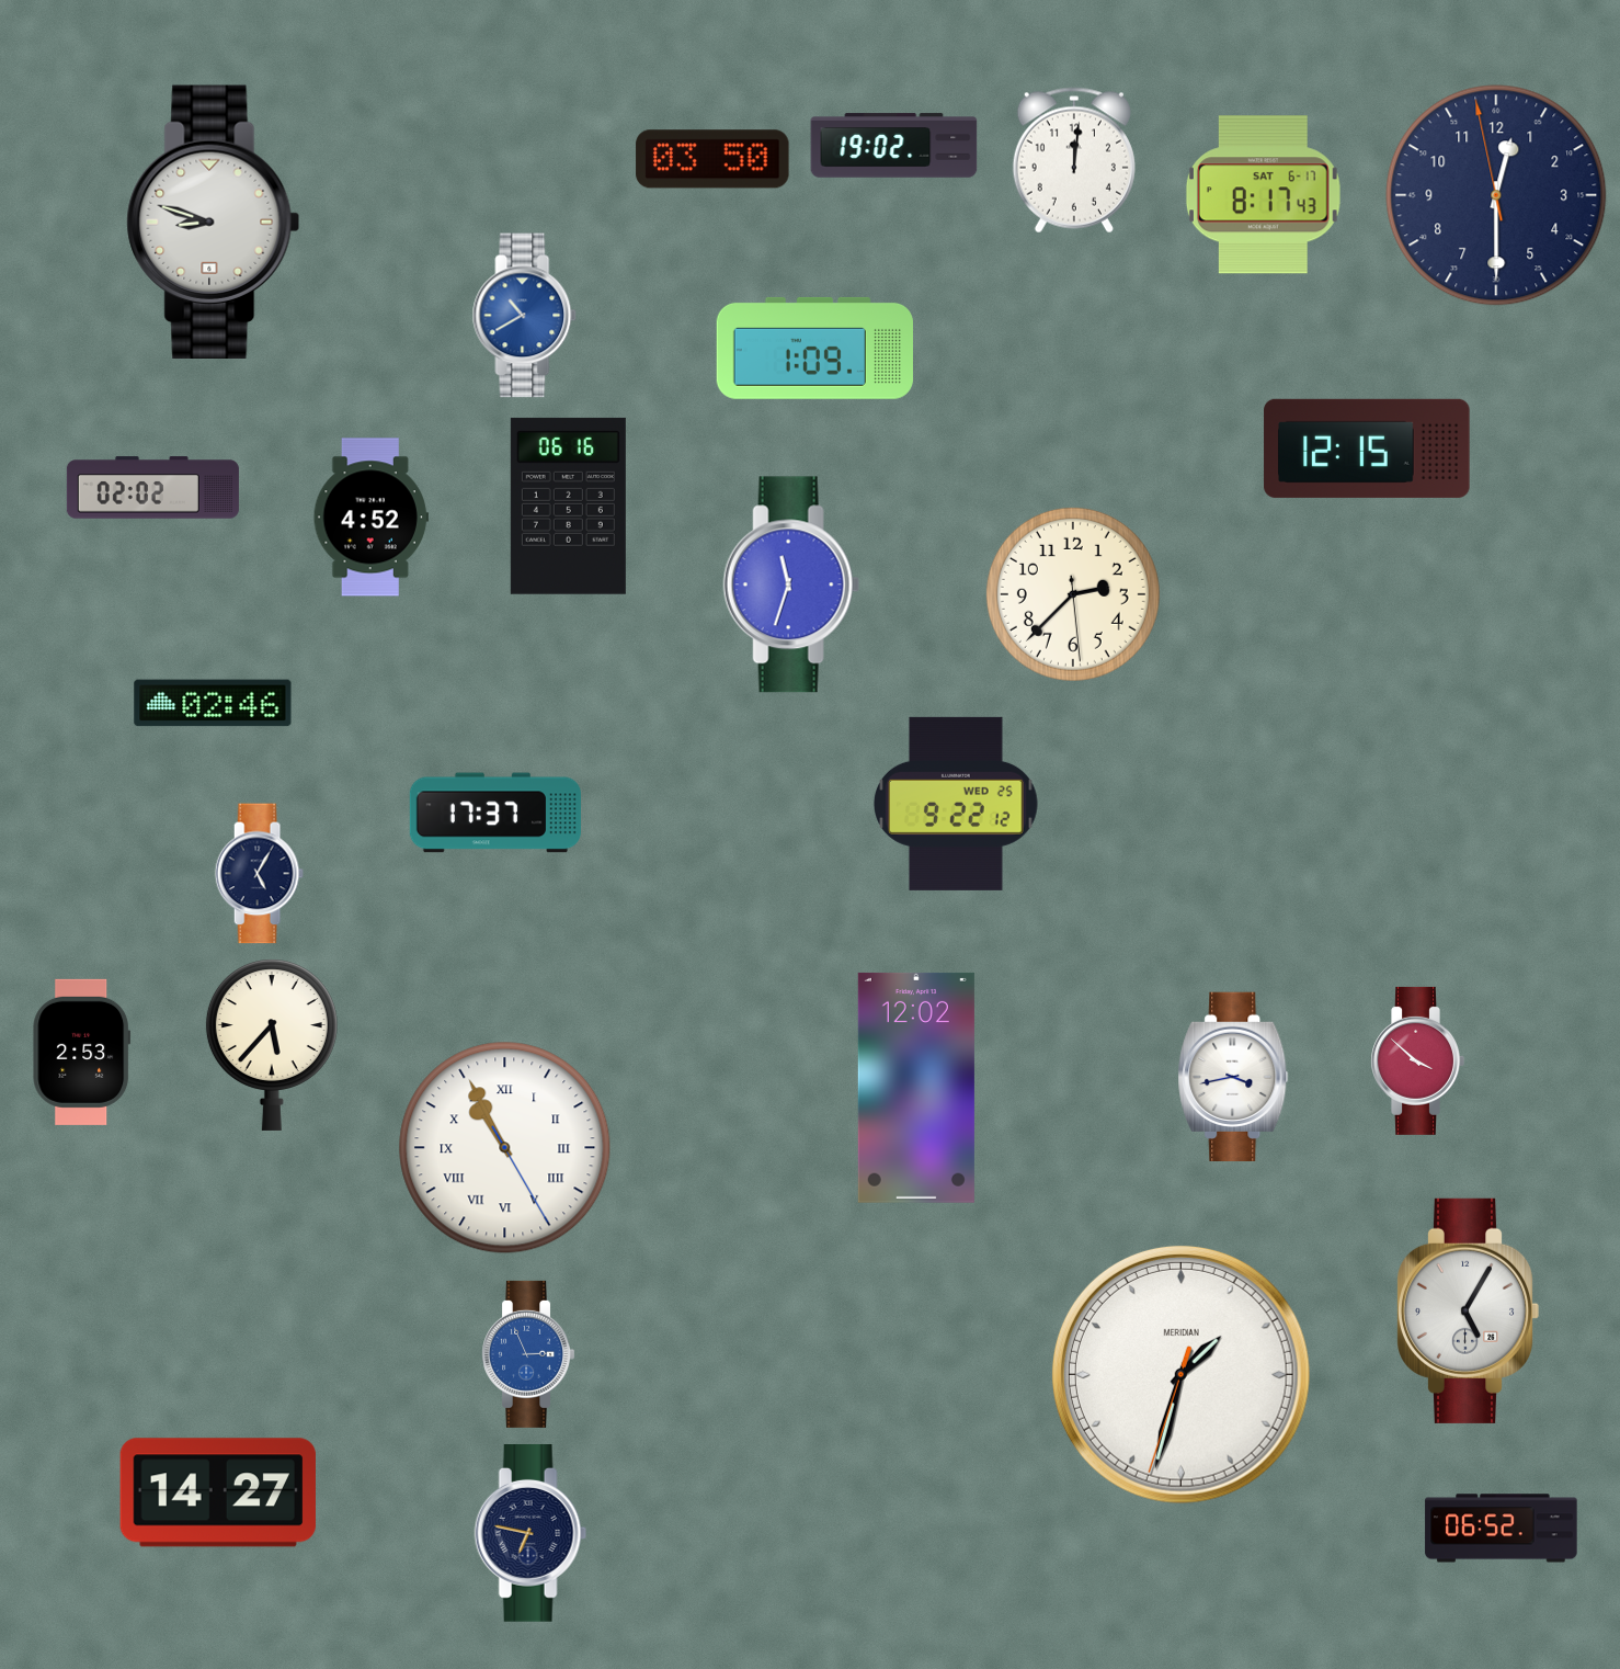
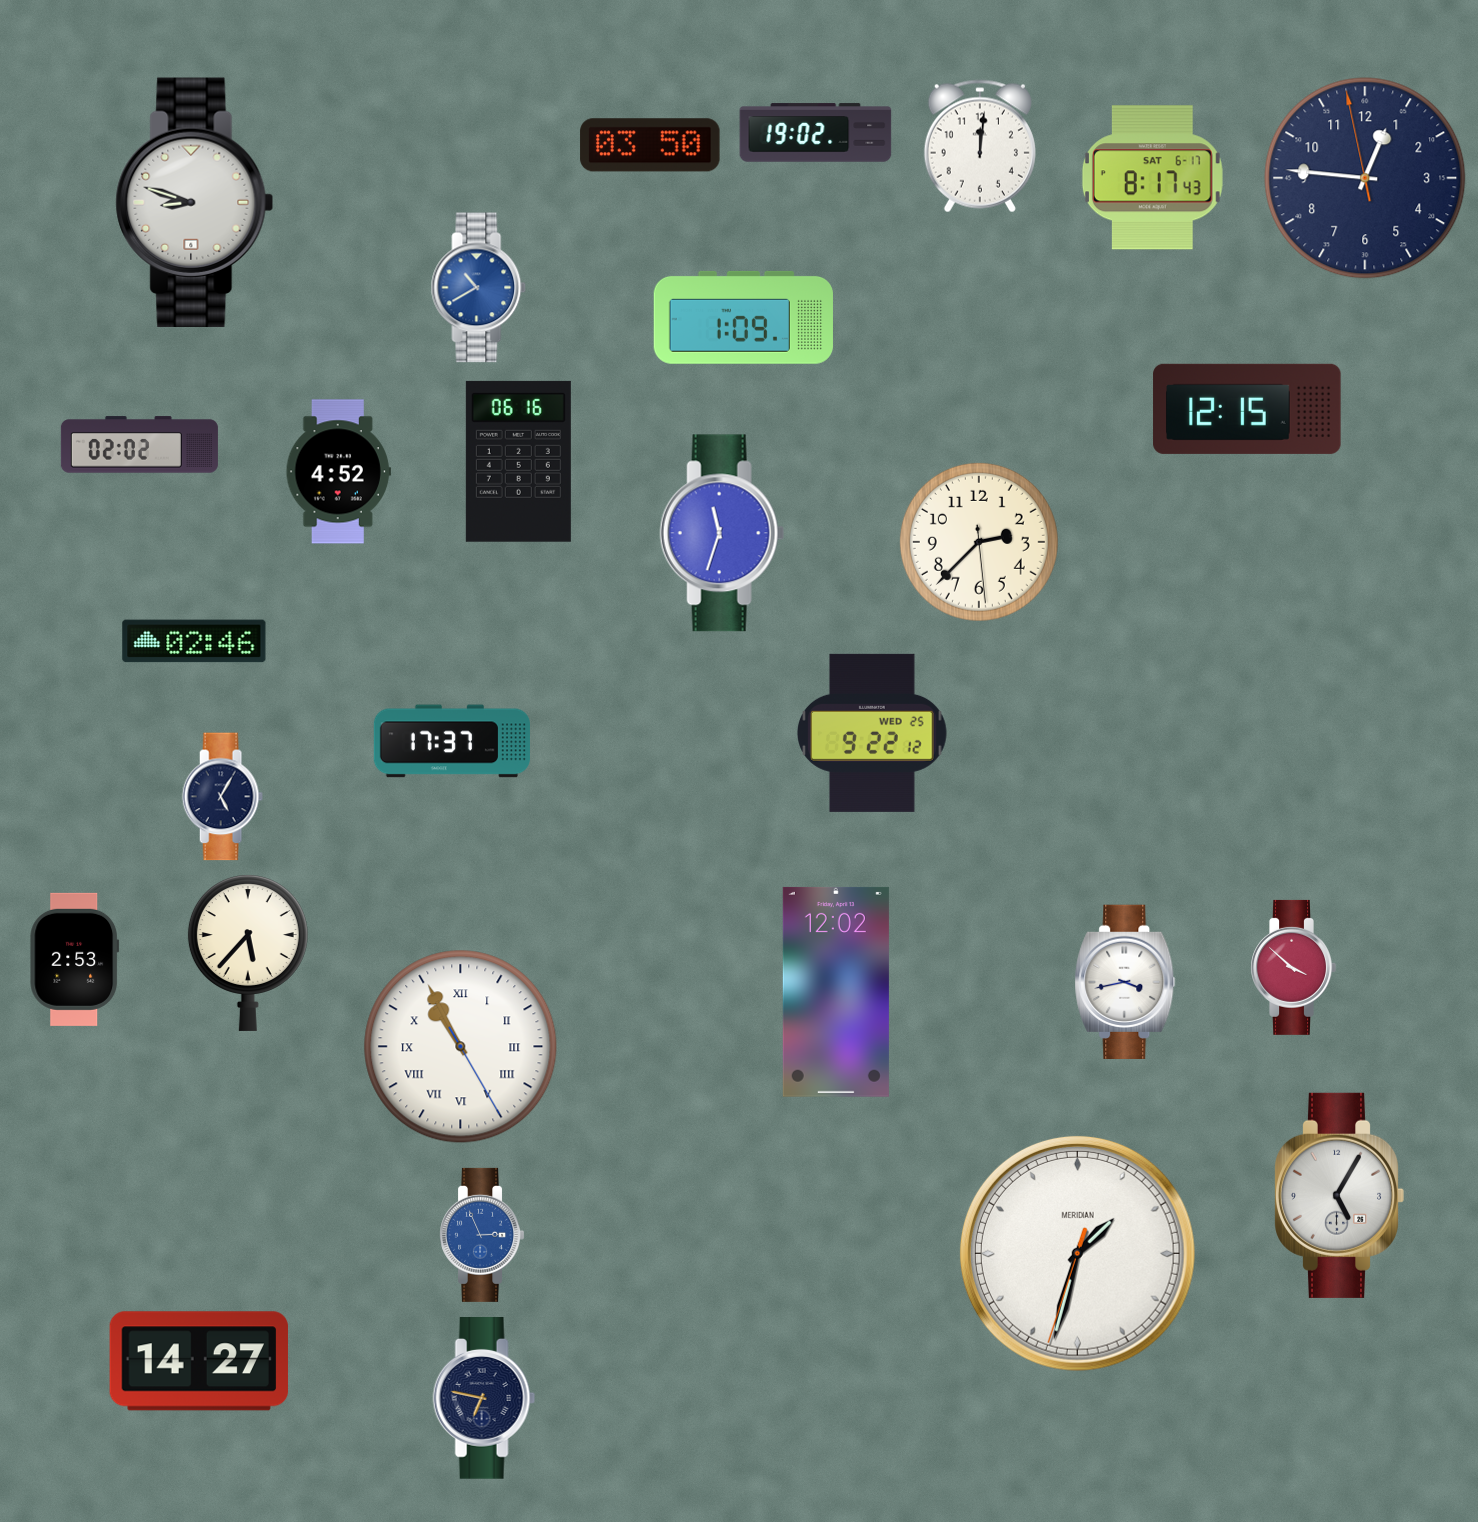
clock at (1496, 195): 12:29 -> 12:45
clock at (259, 874) position: (259, 874) -> (222, 797)
clock at (1502, 1529): 06:52 -> none
